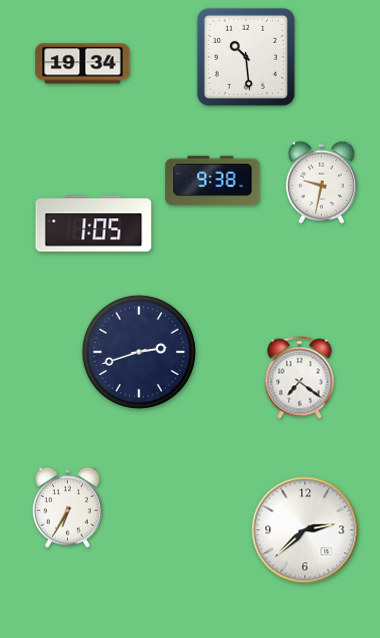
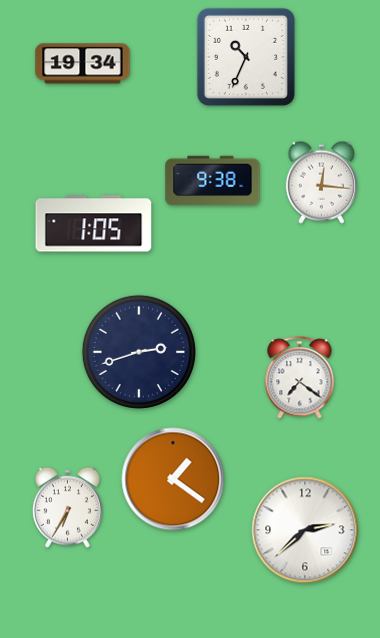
clock at (246, 57): 10:29 -> 10:34
clock at (321, 182): 9:32 -> 12:16
clock at (173, 479): none -> 1:21
